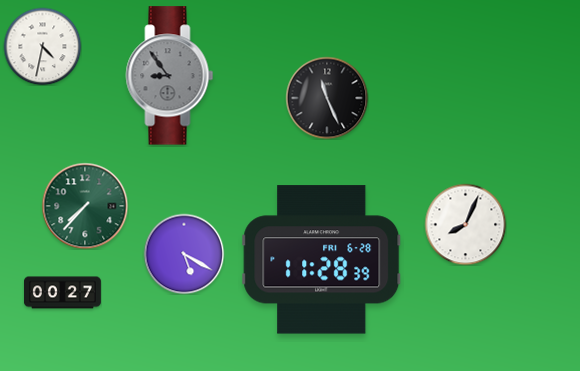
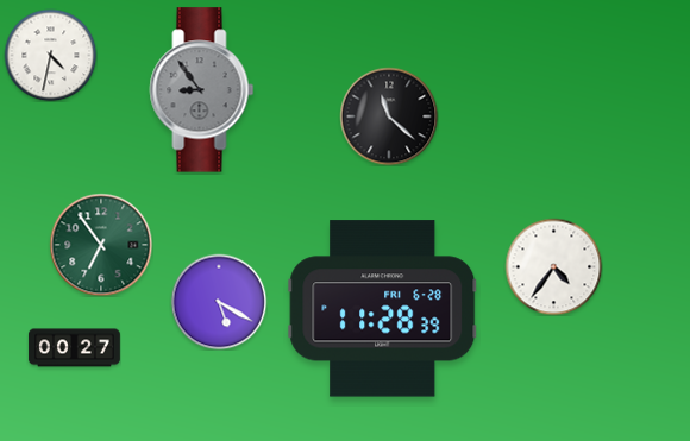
clock at (327, 98): 11:26 -> 11:22
clock at (85, 206): 7:37 -> 6:54
clock at (465, 224): 8:04 -> 4:36
